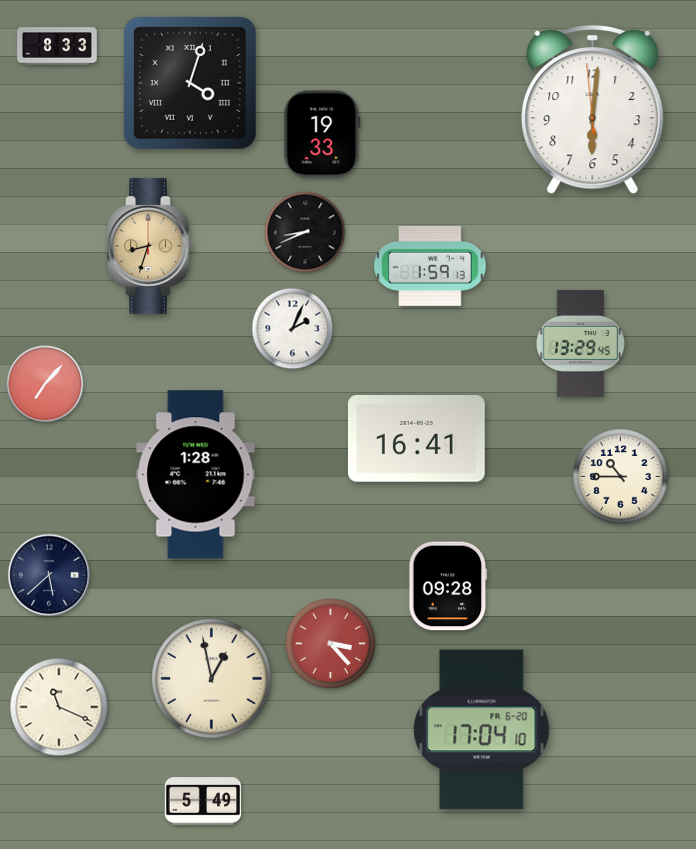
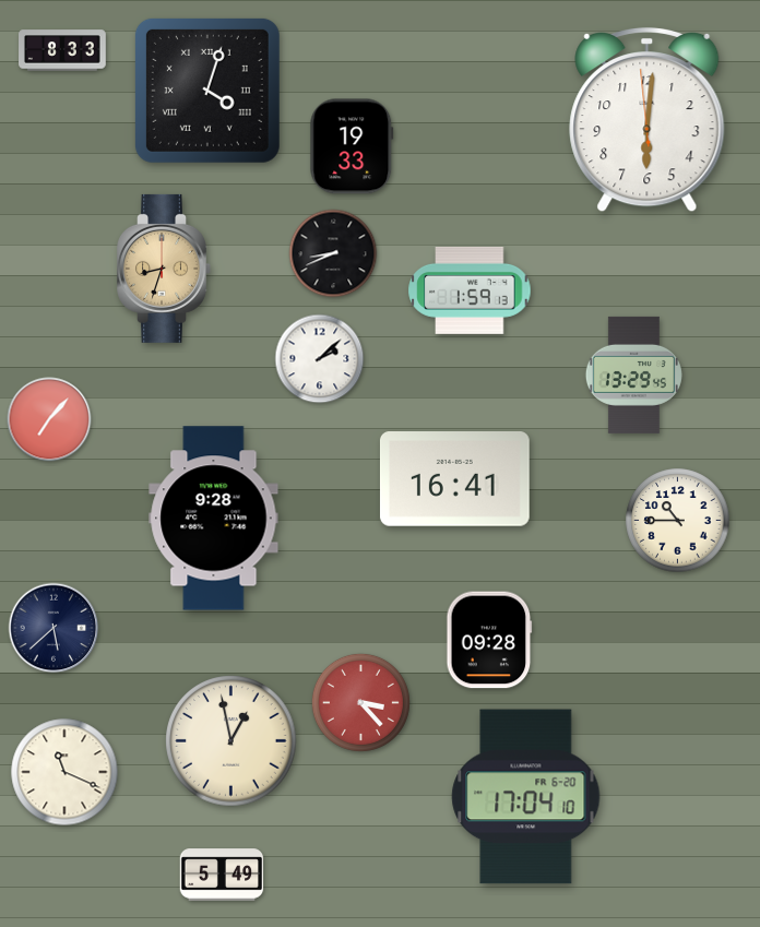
clock at (293, 329): 2:04 -> 2:08
clock at (196, 475): 1:28 -> 9:28
